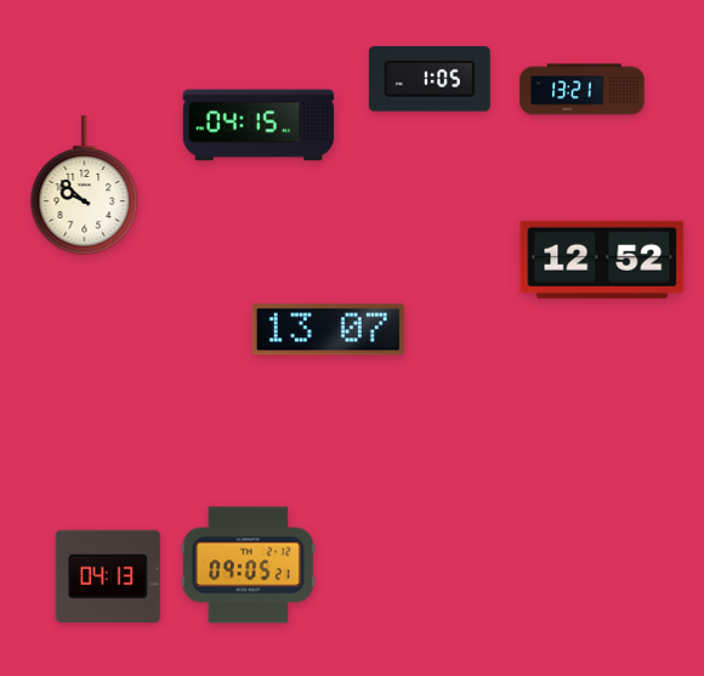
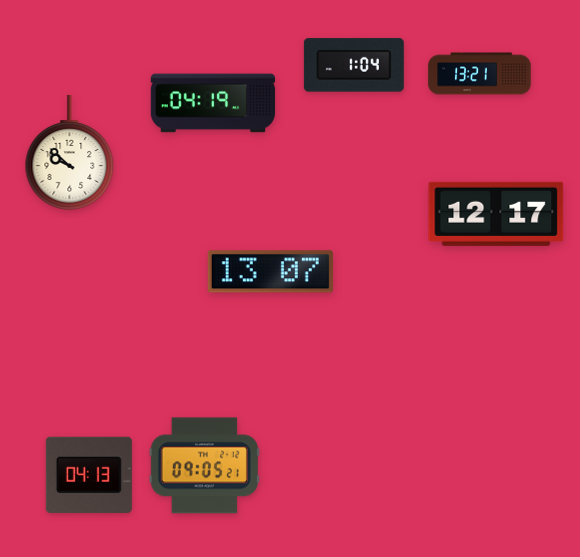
clock at (430, 79): 1:05 -> 1:04
clock at (259, 125): 04:15 -> 04:19
clock at (602, 260): 12:52 -> 12:17
